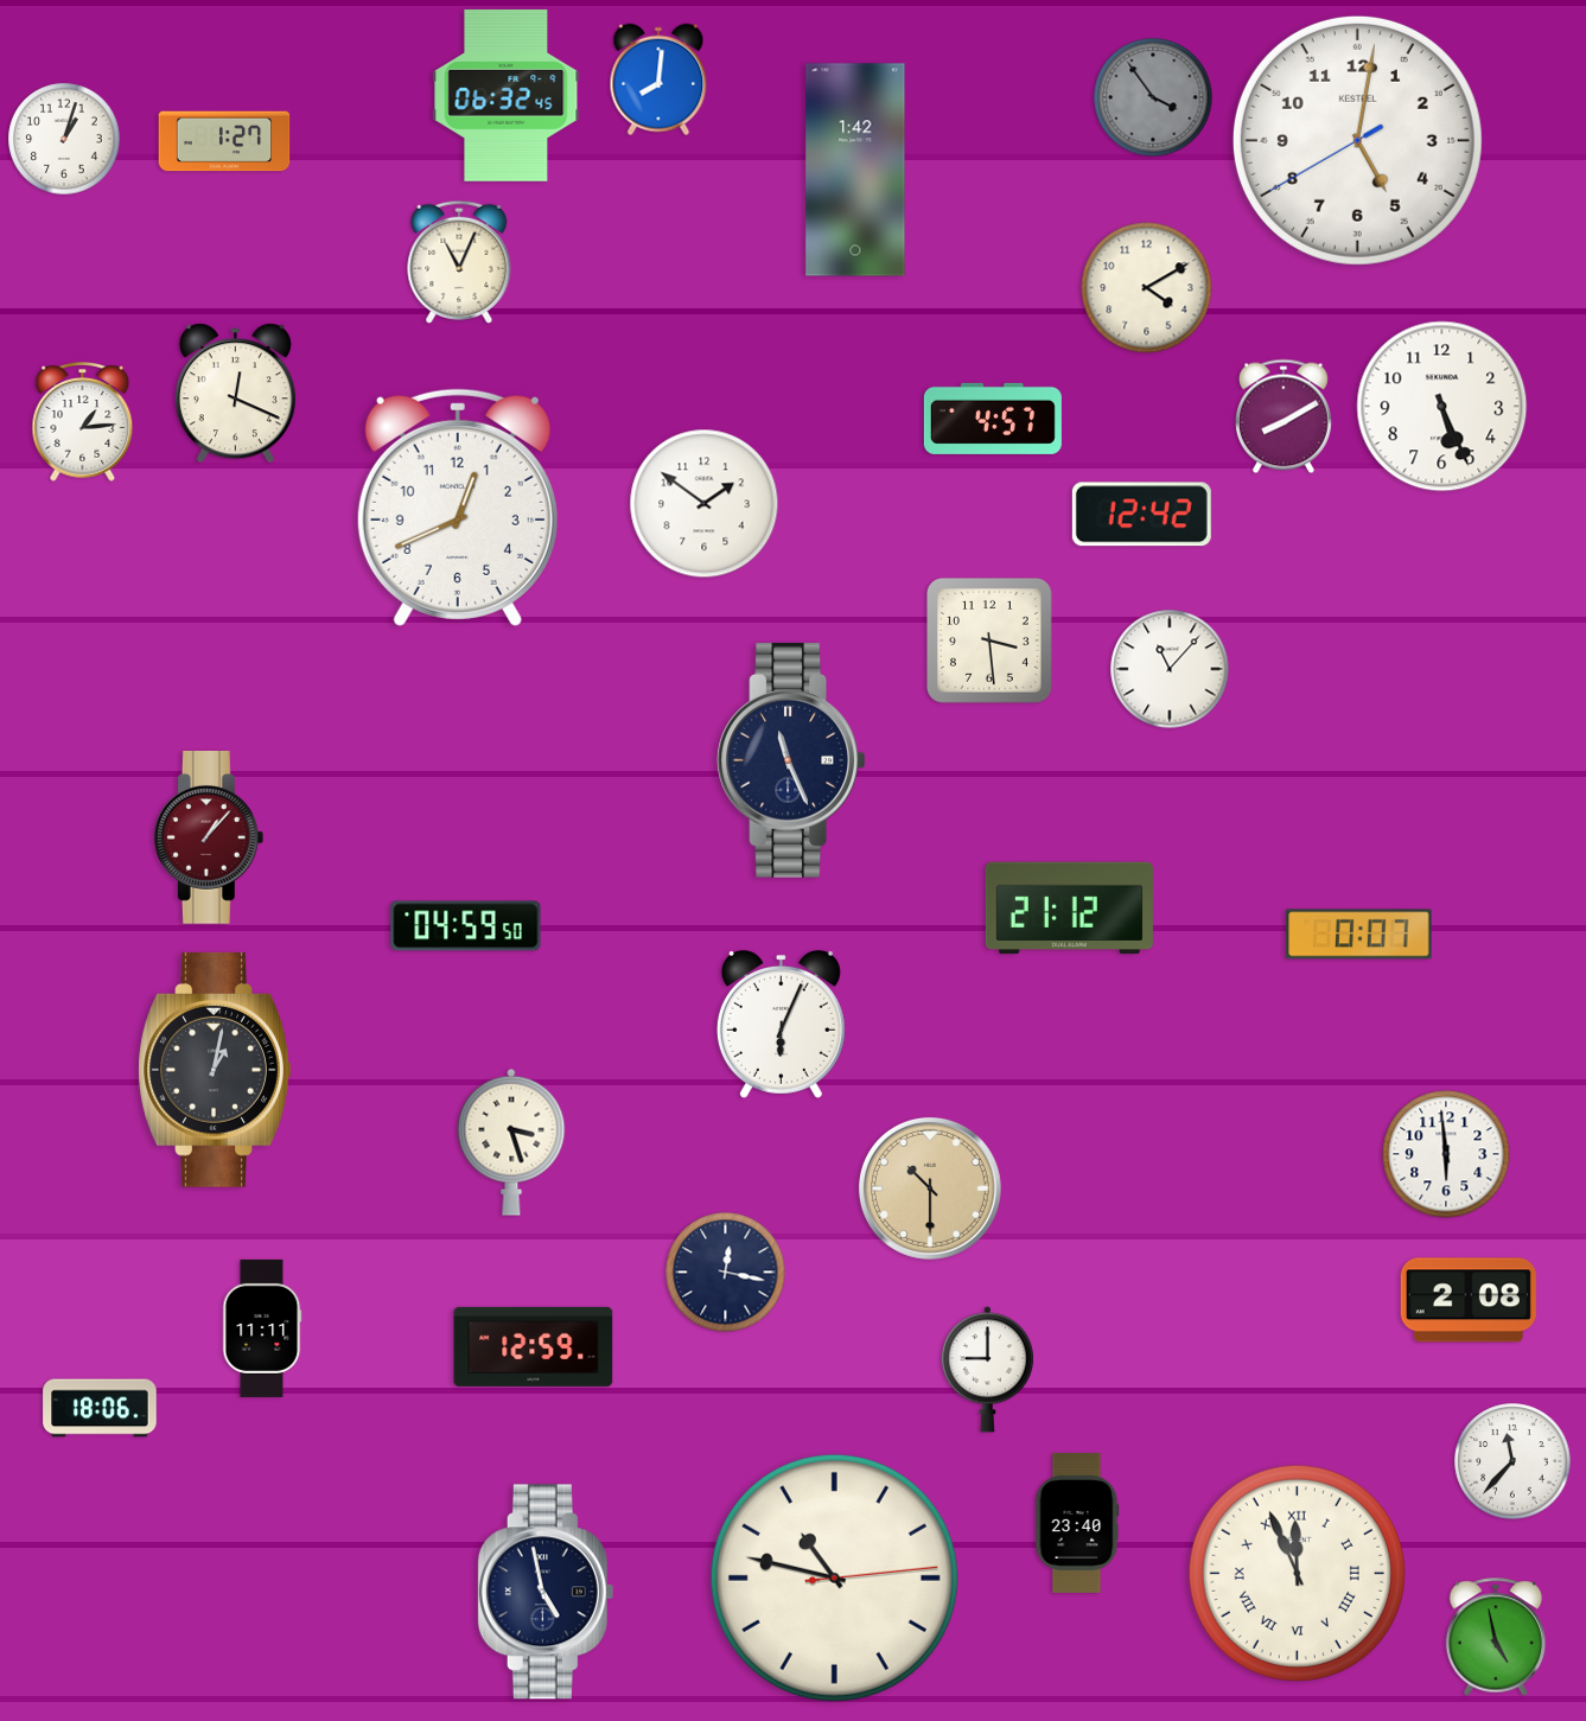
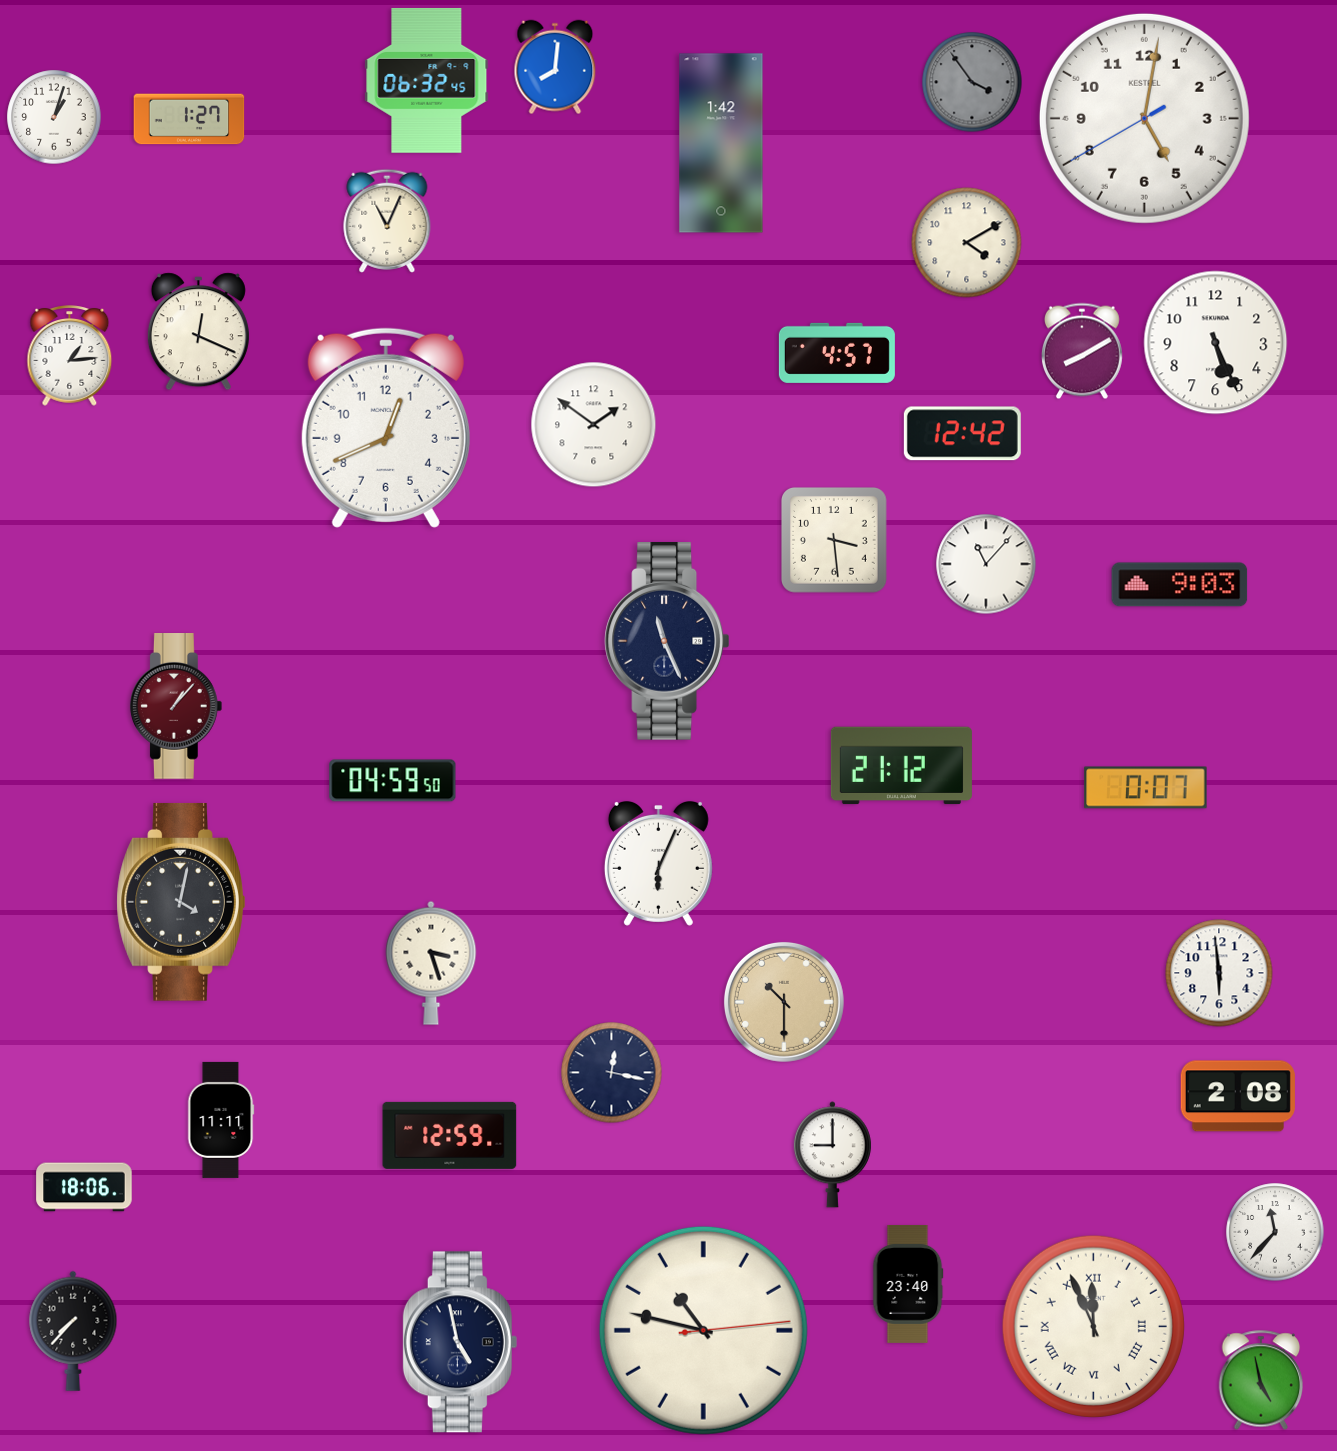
clock at (1180, 585): none -> 9:03
clock at (215, 1070): 1:02 -> 4:02
clock at (73, 1331): none -> 7:37
